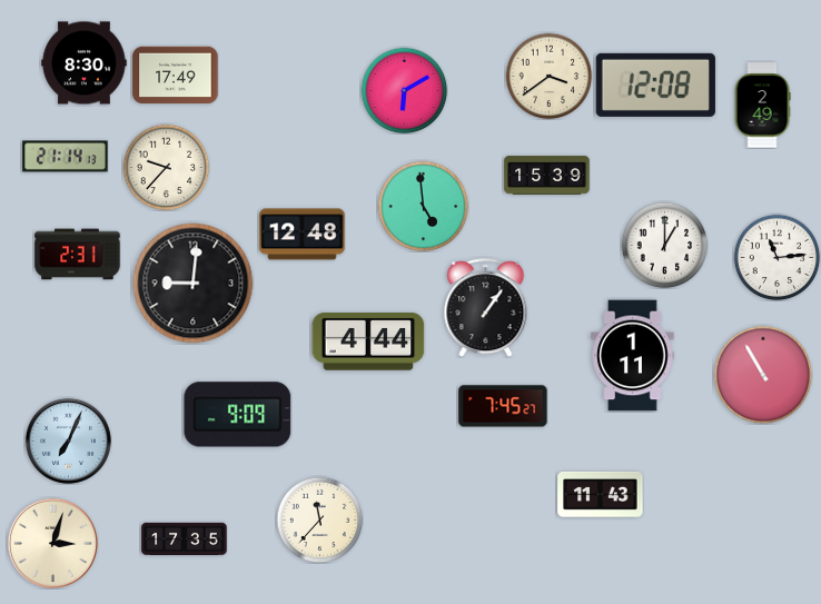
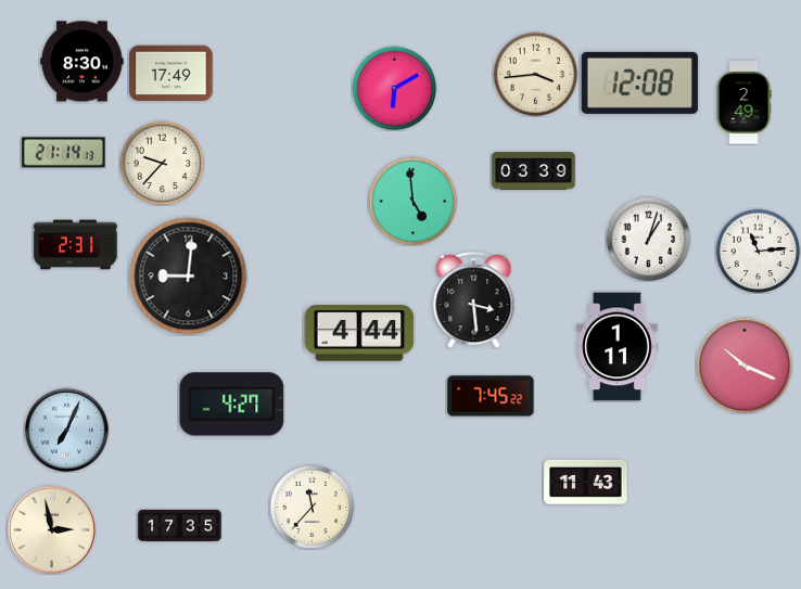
clock at (548, 76): 3:39 -> 3:44
clock at (547, 176): 15:39 -> 03:39
clock at (303, 235): 12:48 -> none
clock at (664, 245): 1:00 -> 1:03
clock at (78, 255) position: (78, 255) -> (76, 245)
clock at (486, 308): 1:06 -> 3:29
clock at (763, 375): 10:55 -> 10:19
clock at (503, 406): 7:45:27 -> 7:45:22
clock at (238, 415): 9:09 -> 4:27
clock at (52, 543): 3:03 -> 2:58
